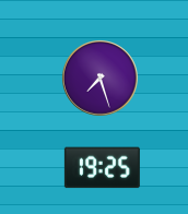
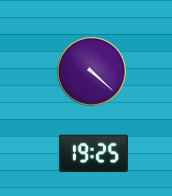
clock at (101, 79): 7:27 -> 4:22
